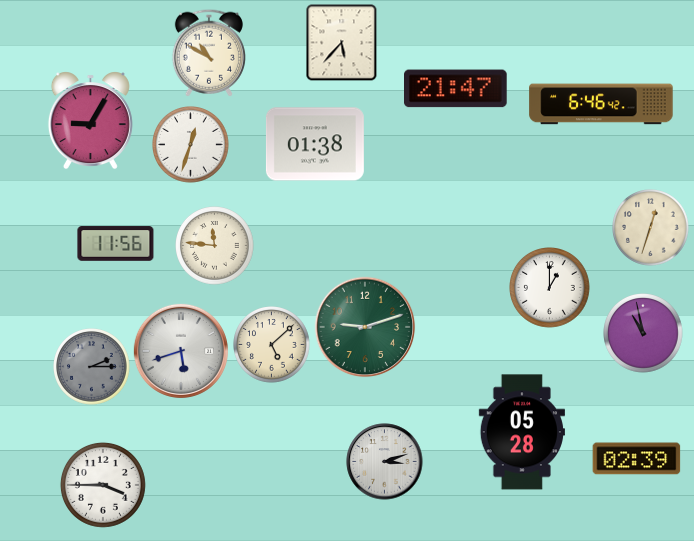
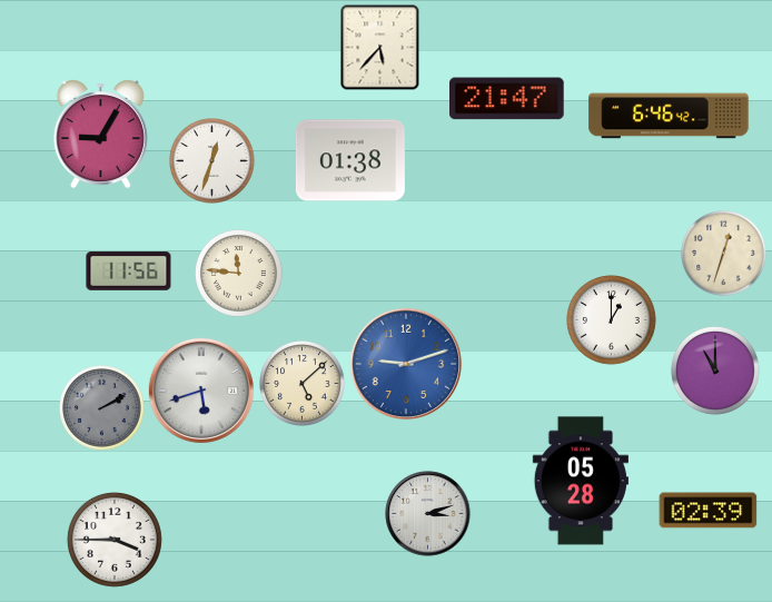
clock at (209, 53): 10:50 -> none
clock at (365, 327) dial: green -> blue
clock at (644, 334): 10:58 -> 11:00
clock at (92, 367): 2:15 -> 2:10
